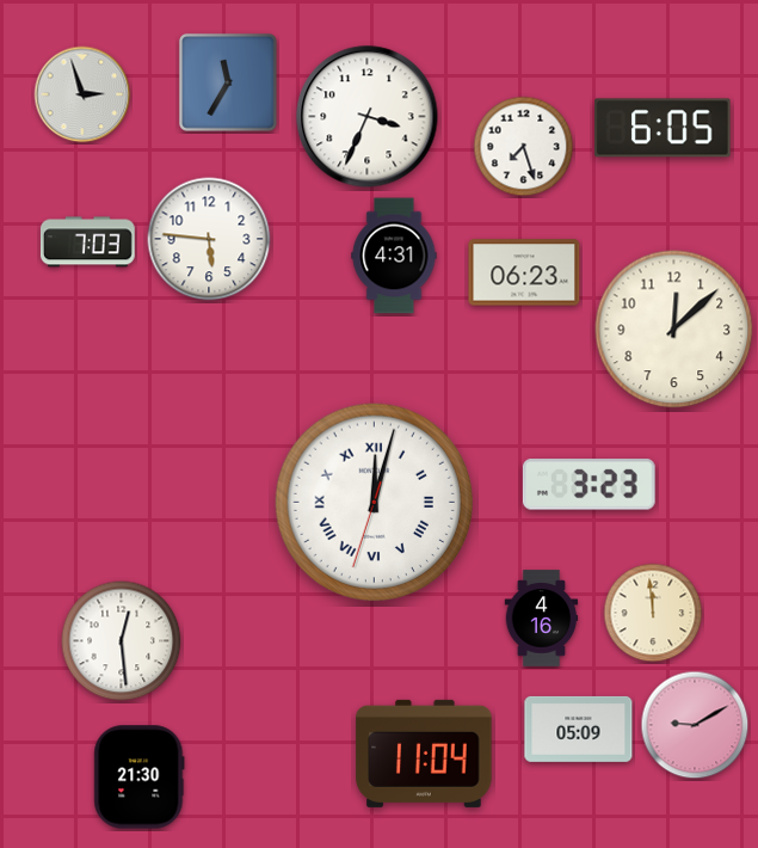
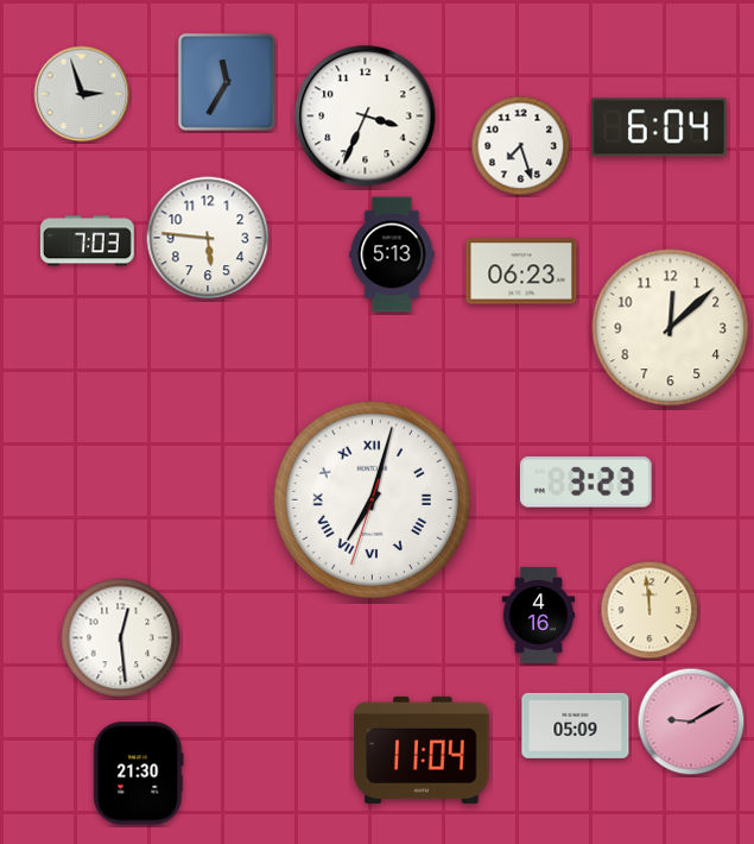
clock at (663, 128): 6:05 -> 6:04
clock at (394, 256): 4:31 -> 5:13
clock at (375, 503): 12:02 -> 7:02
